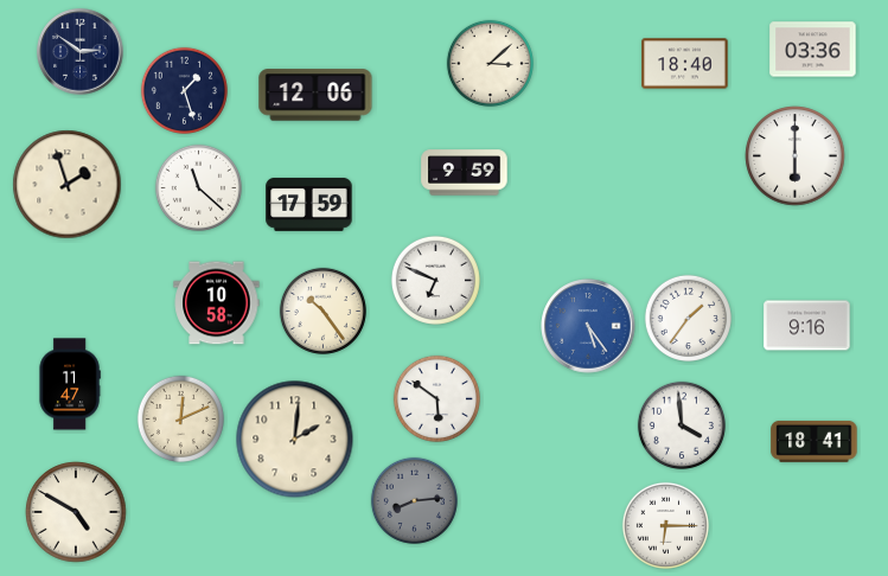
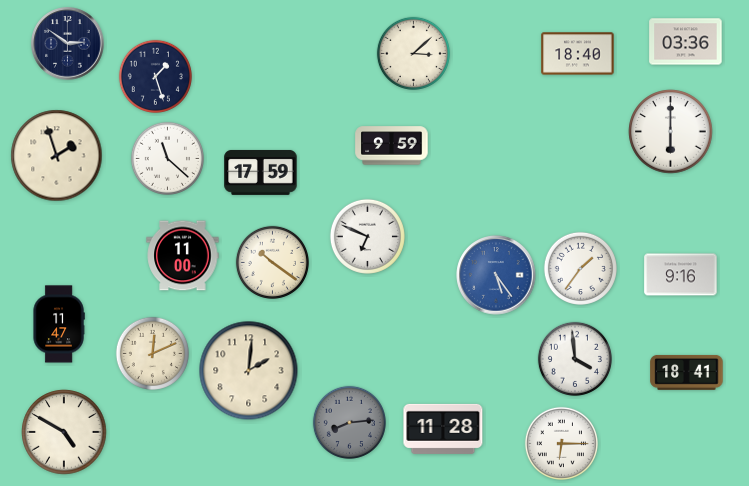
clock at (315, 95): 12:06 -> none
clock at (217, 303): 10:58 -> 11:00
clock at (322, 311): 10:24 -> 10:21
clock at (436, 398): 5:51 -> none
clock at (443, 429): none -> 11:28
